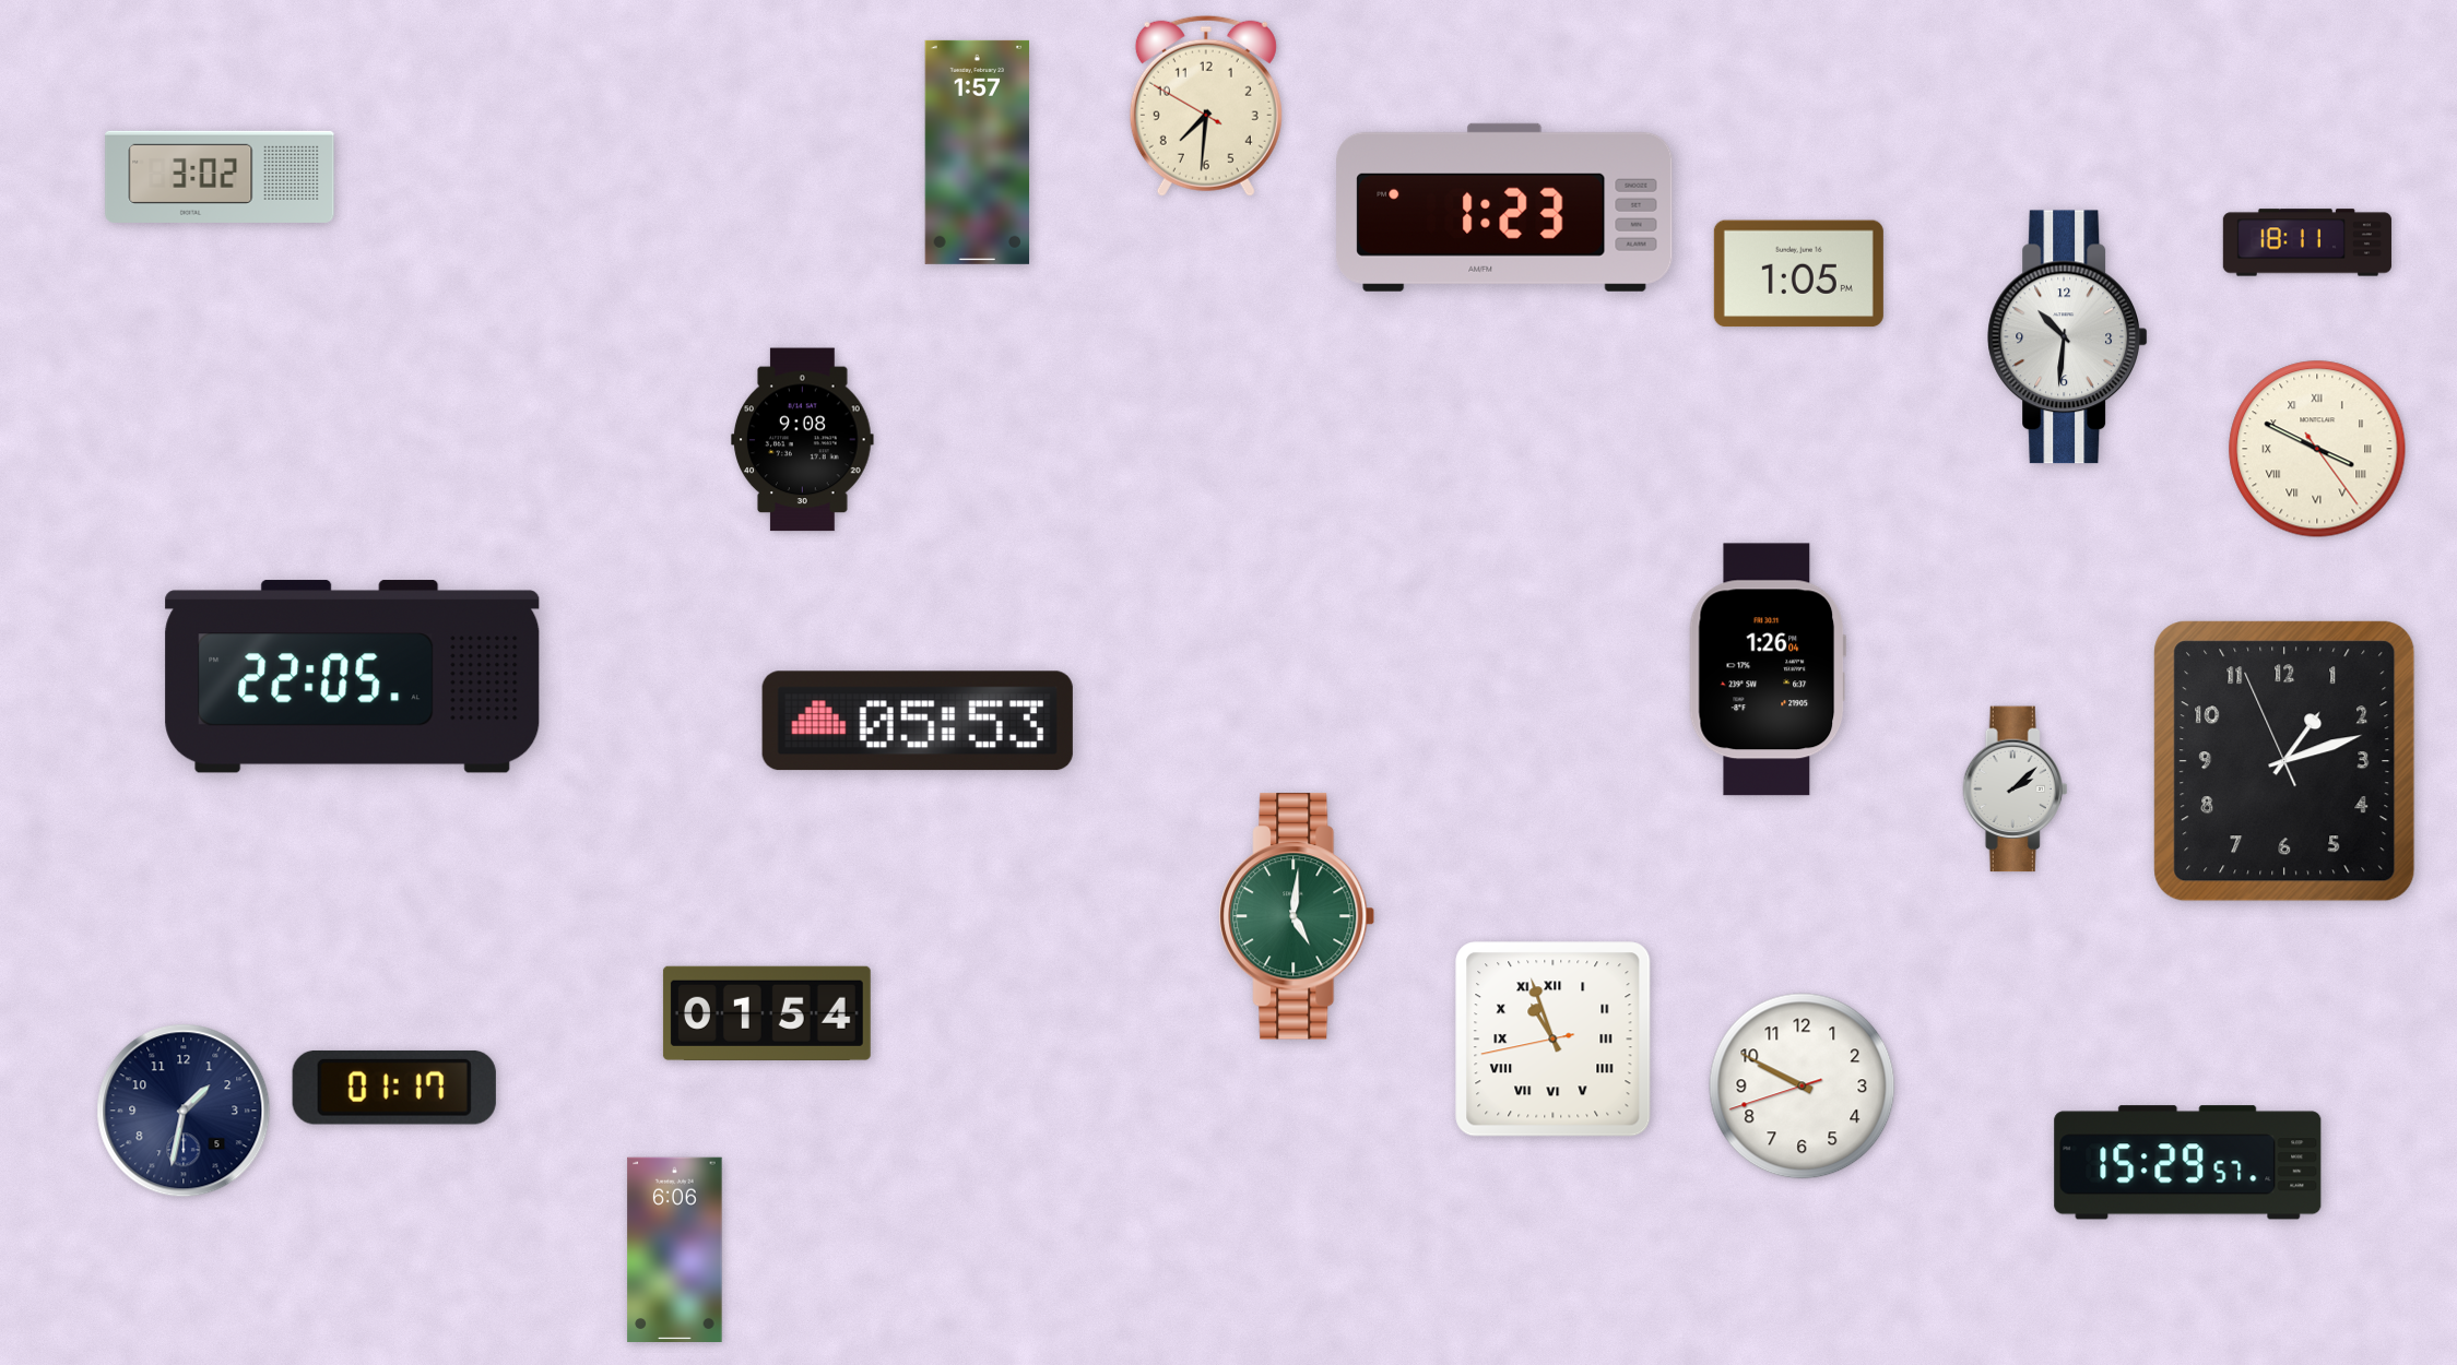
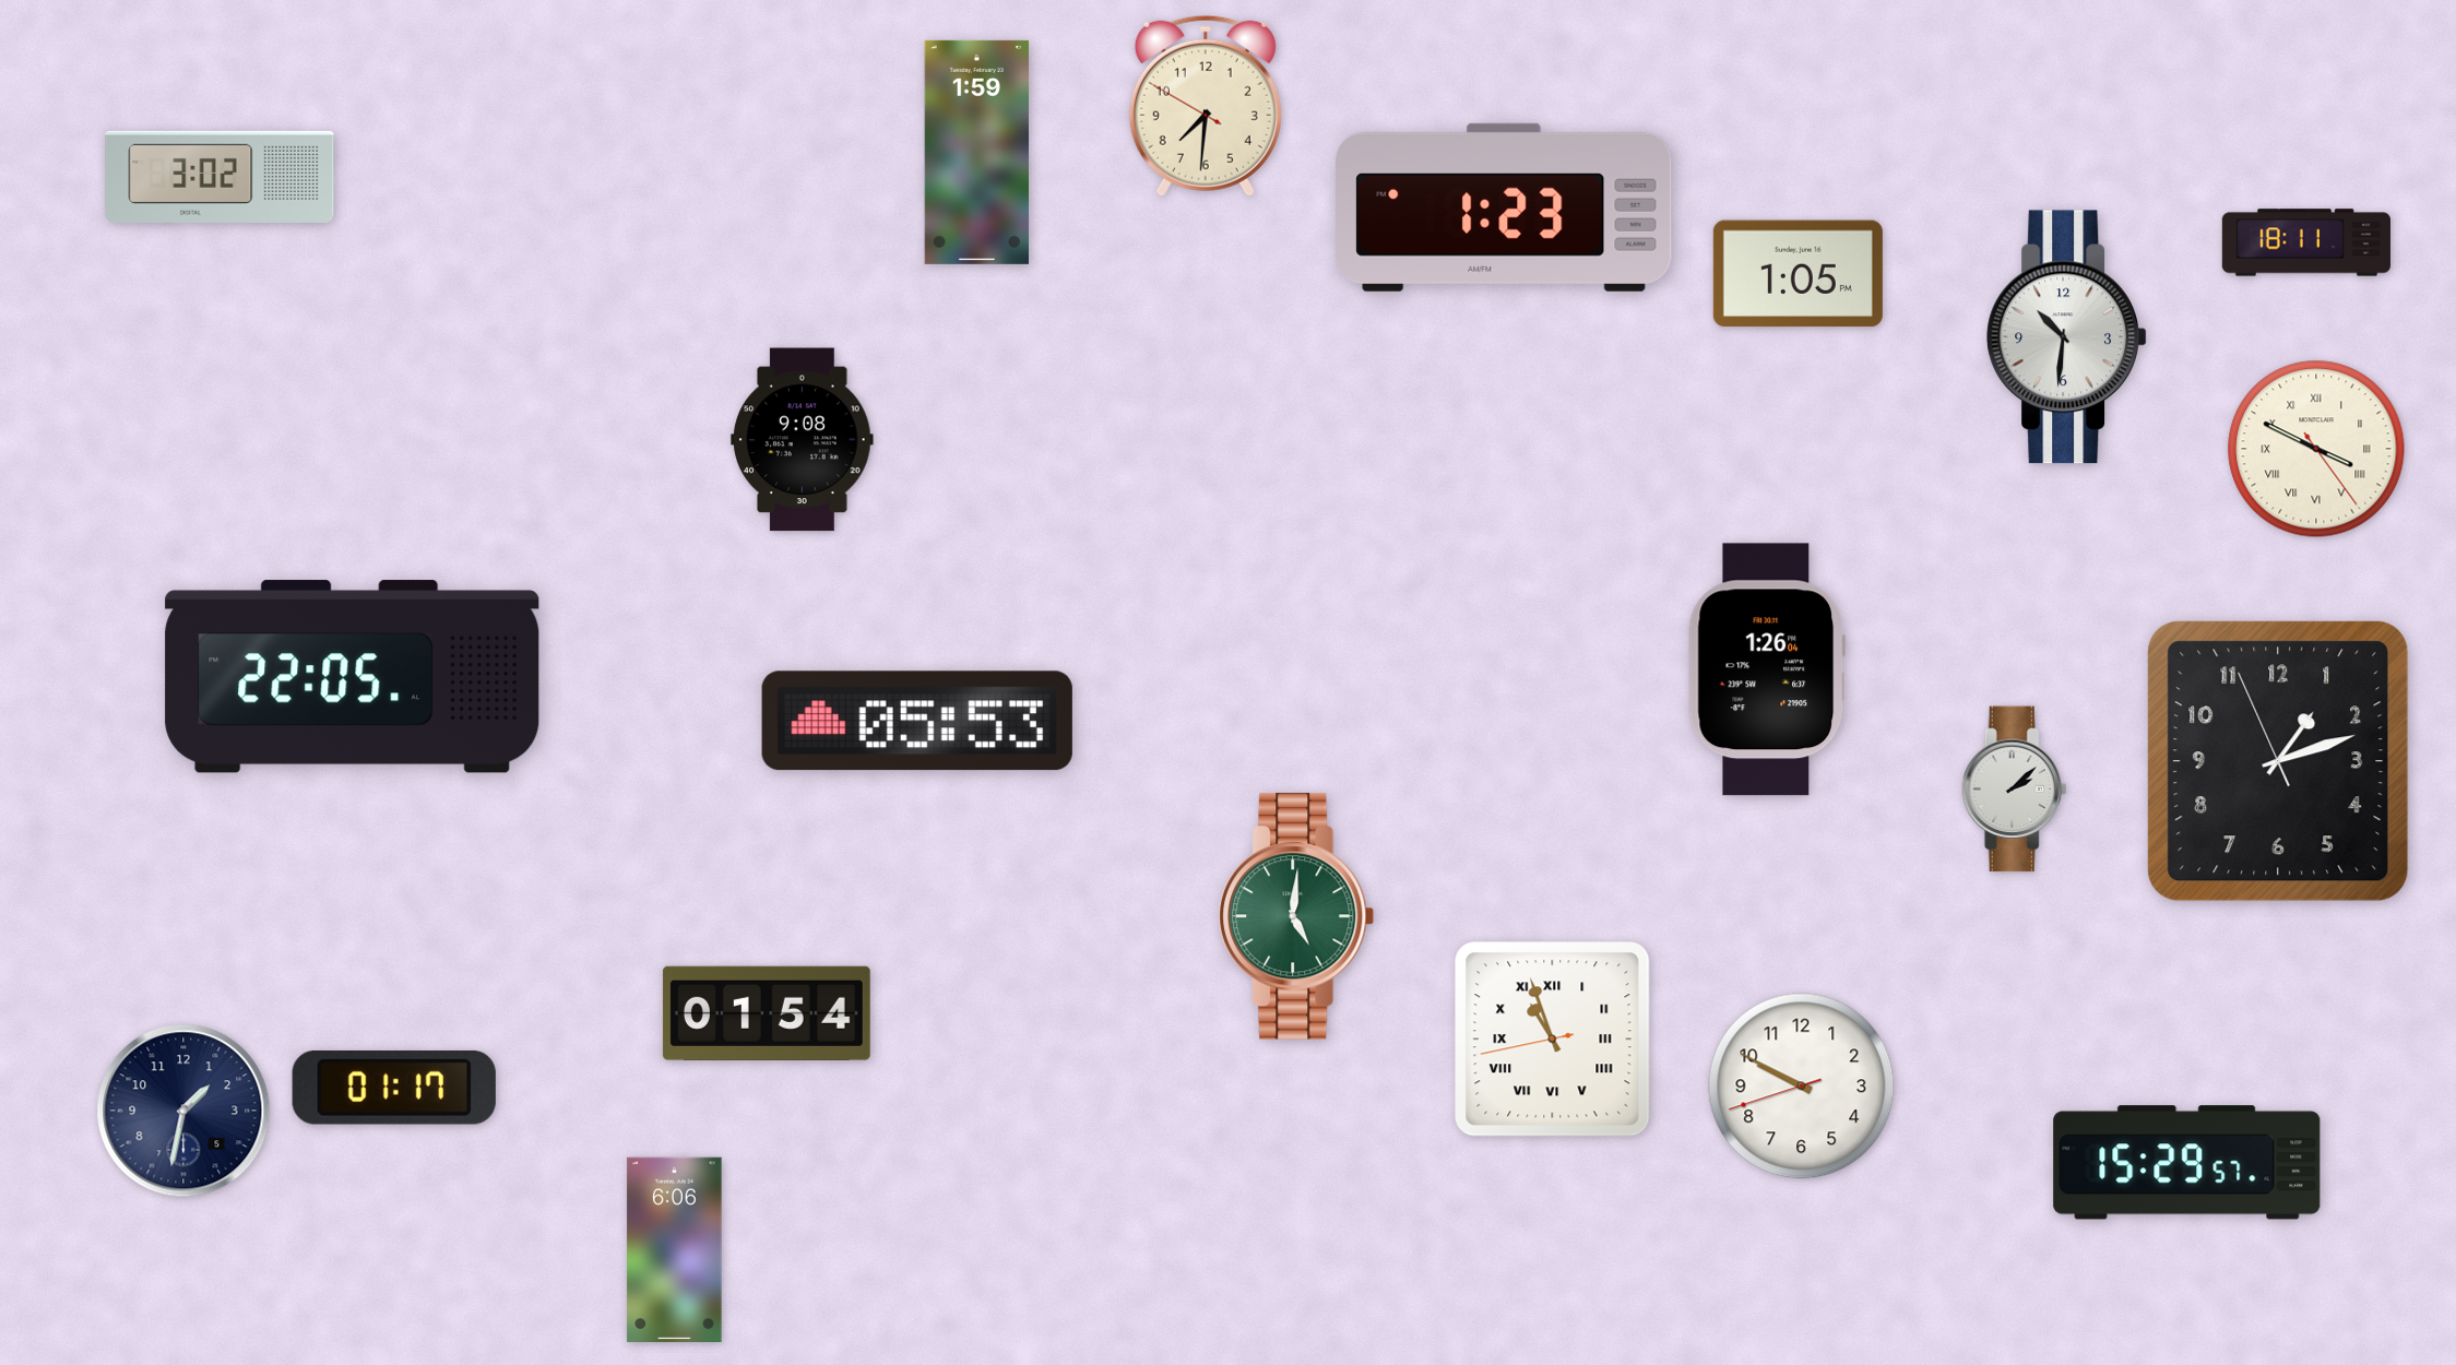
clock at (977, 152): 1:57 -> 1:59
clock at (2284, 761) position: (2284, 761) -> (2278, 761)
